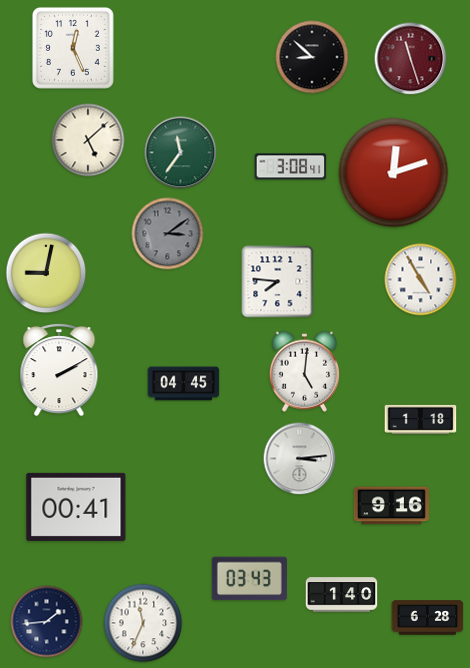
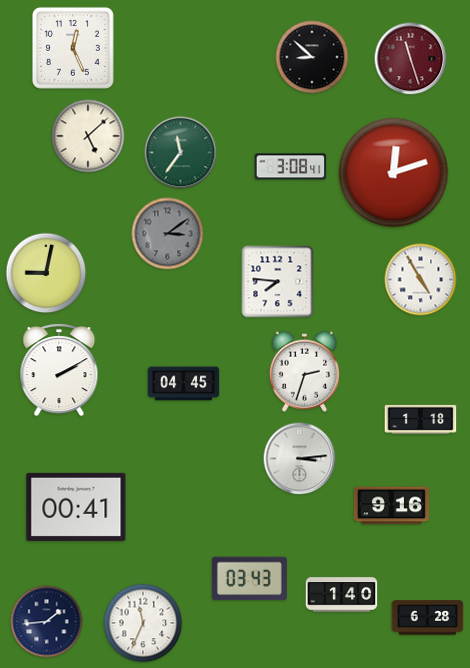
clock at (88, 140) position: (88, 140) -> (88, 136)
clock at (304, 371): 5:01 -> 2:33
